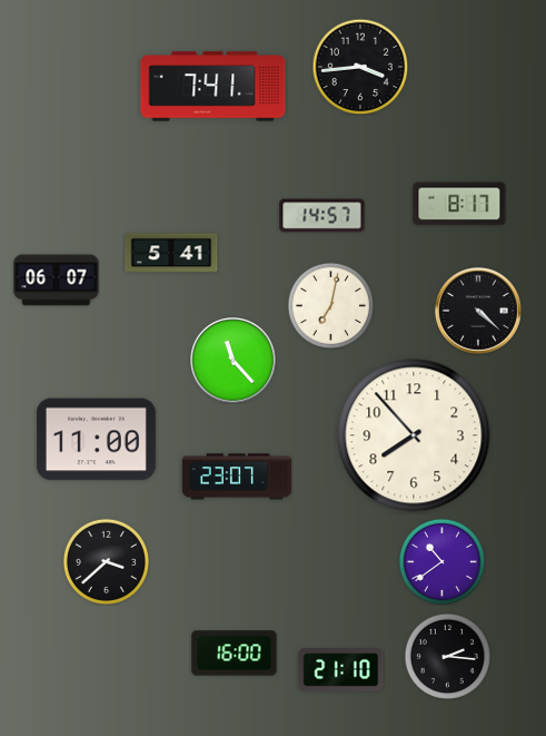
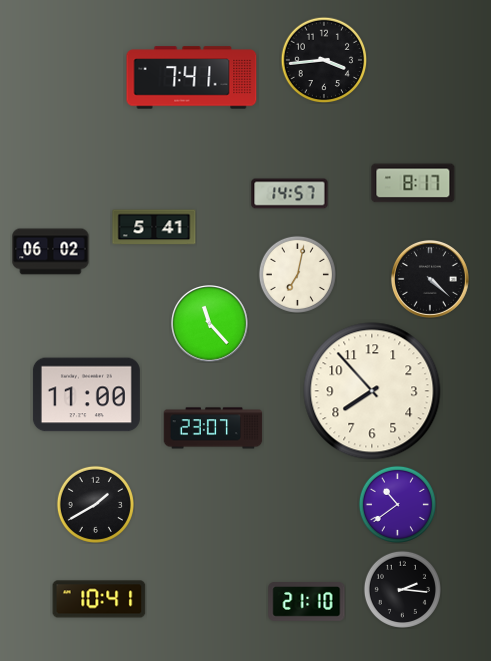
clock at (57, 281): 06:07 -> 06:02
clock at (106, 561): 3:38 -> 1:40
clock at (235, 654): 16:00 -> none
clock at (99, 599): none -> 10:41
